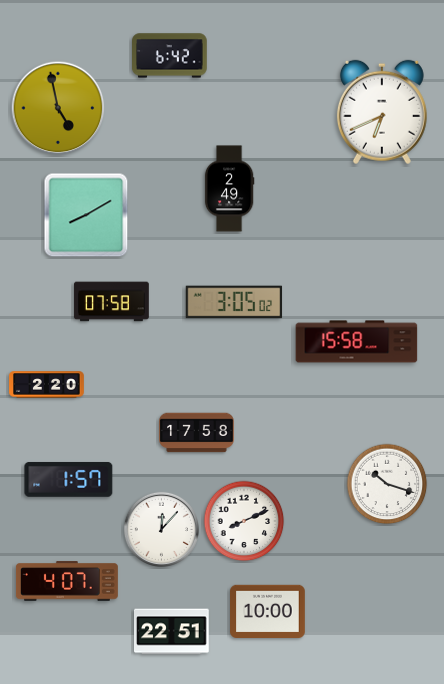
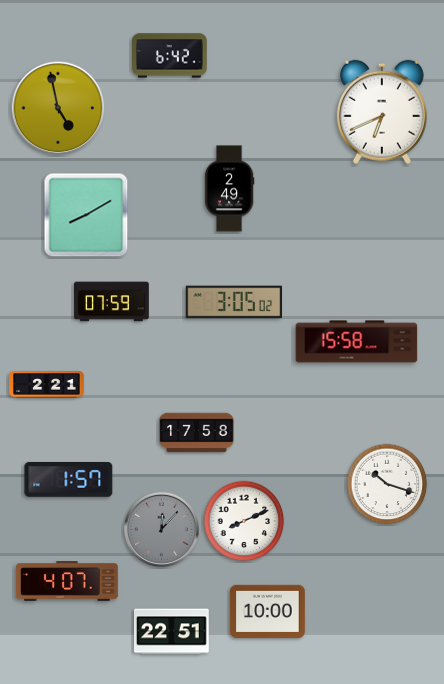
clock at (112, 302): 07:58 -> 07:59
clock at (47, 385): 2:20 -> 2:21
clock at (161, 529) dial: white -> grey
